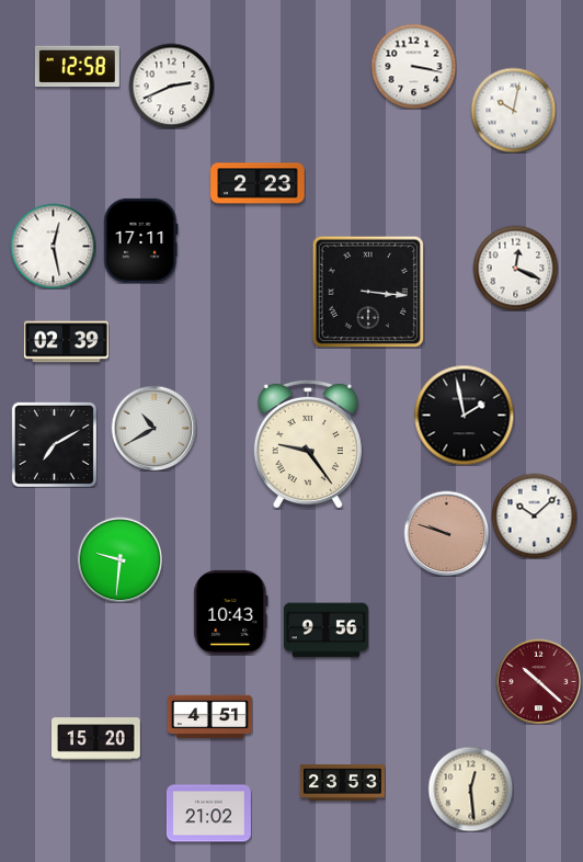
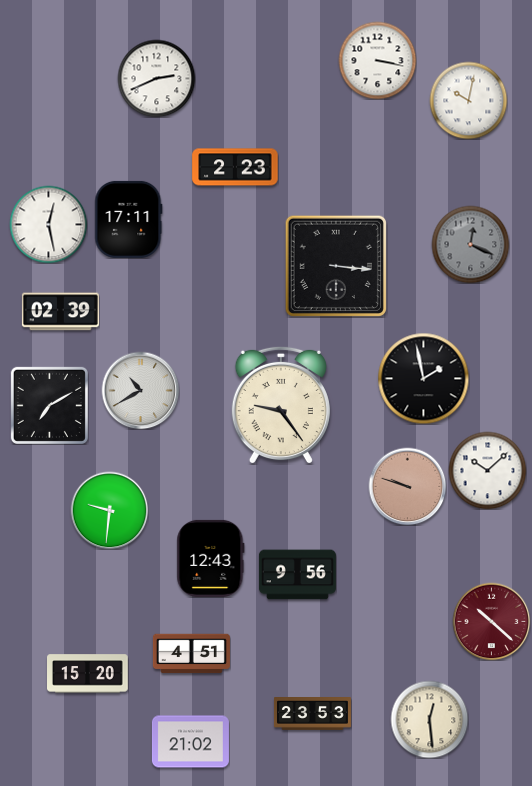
clock at (77, 67): 12:58 -> none
clock at (515, 268) dial: white -> grey
clock at (231, 612): 10:43 -> 12:43
